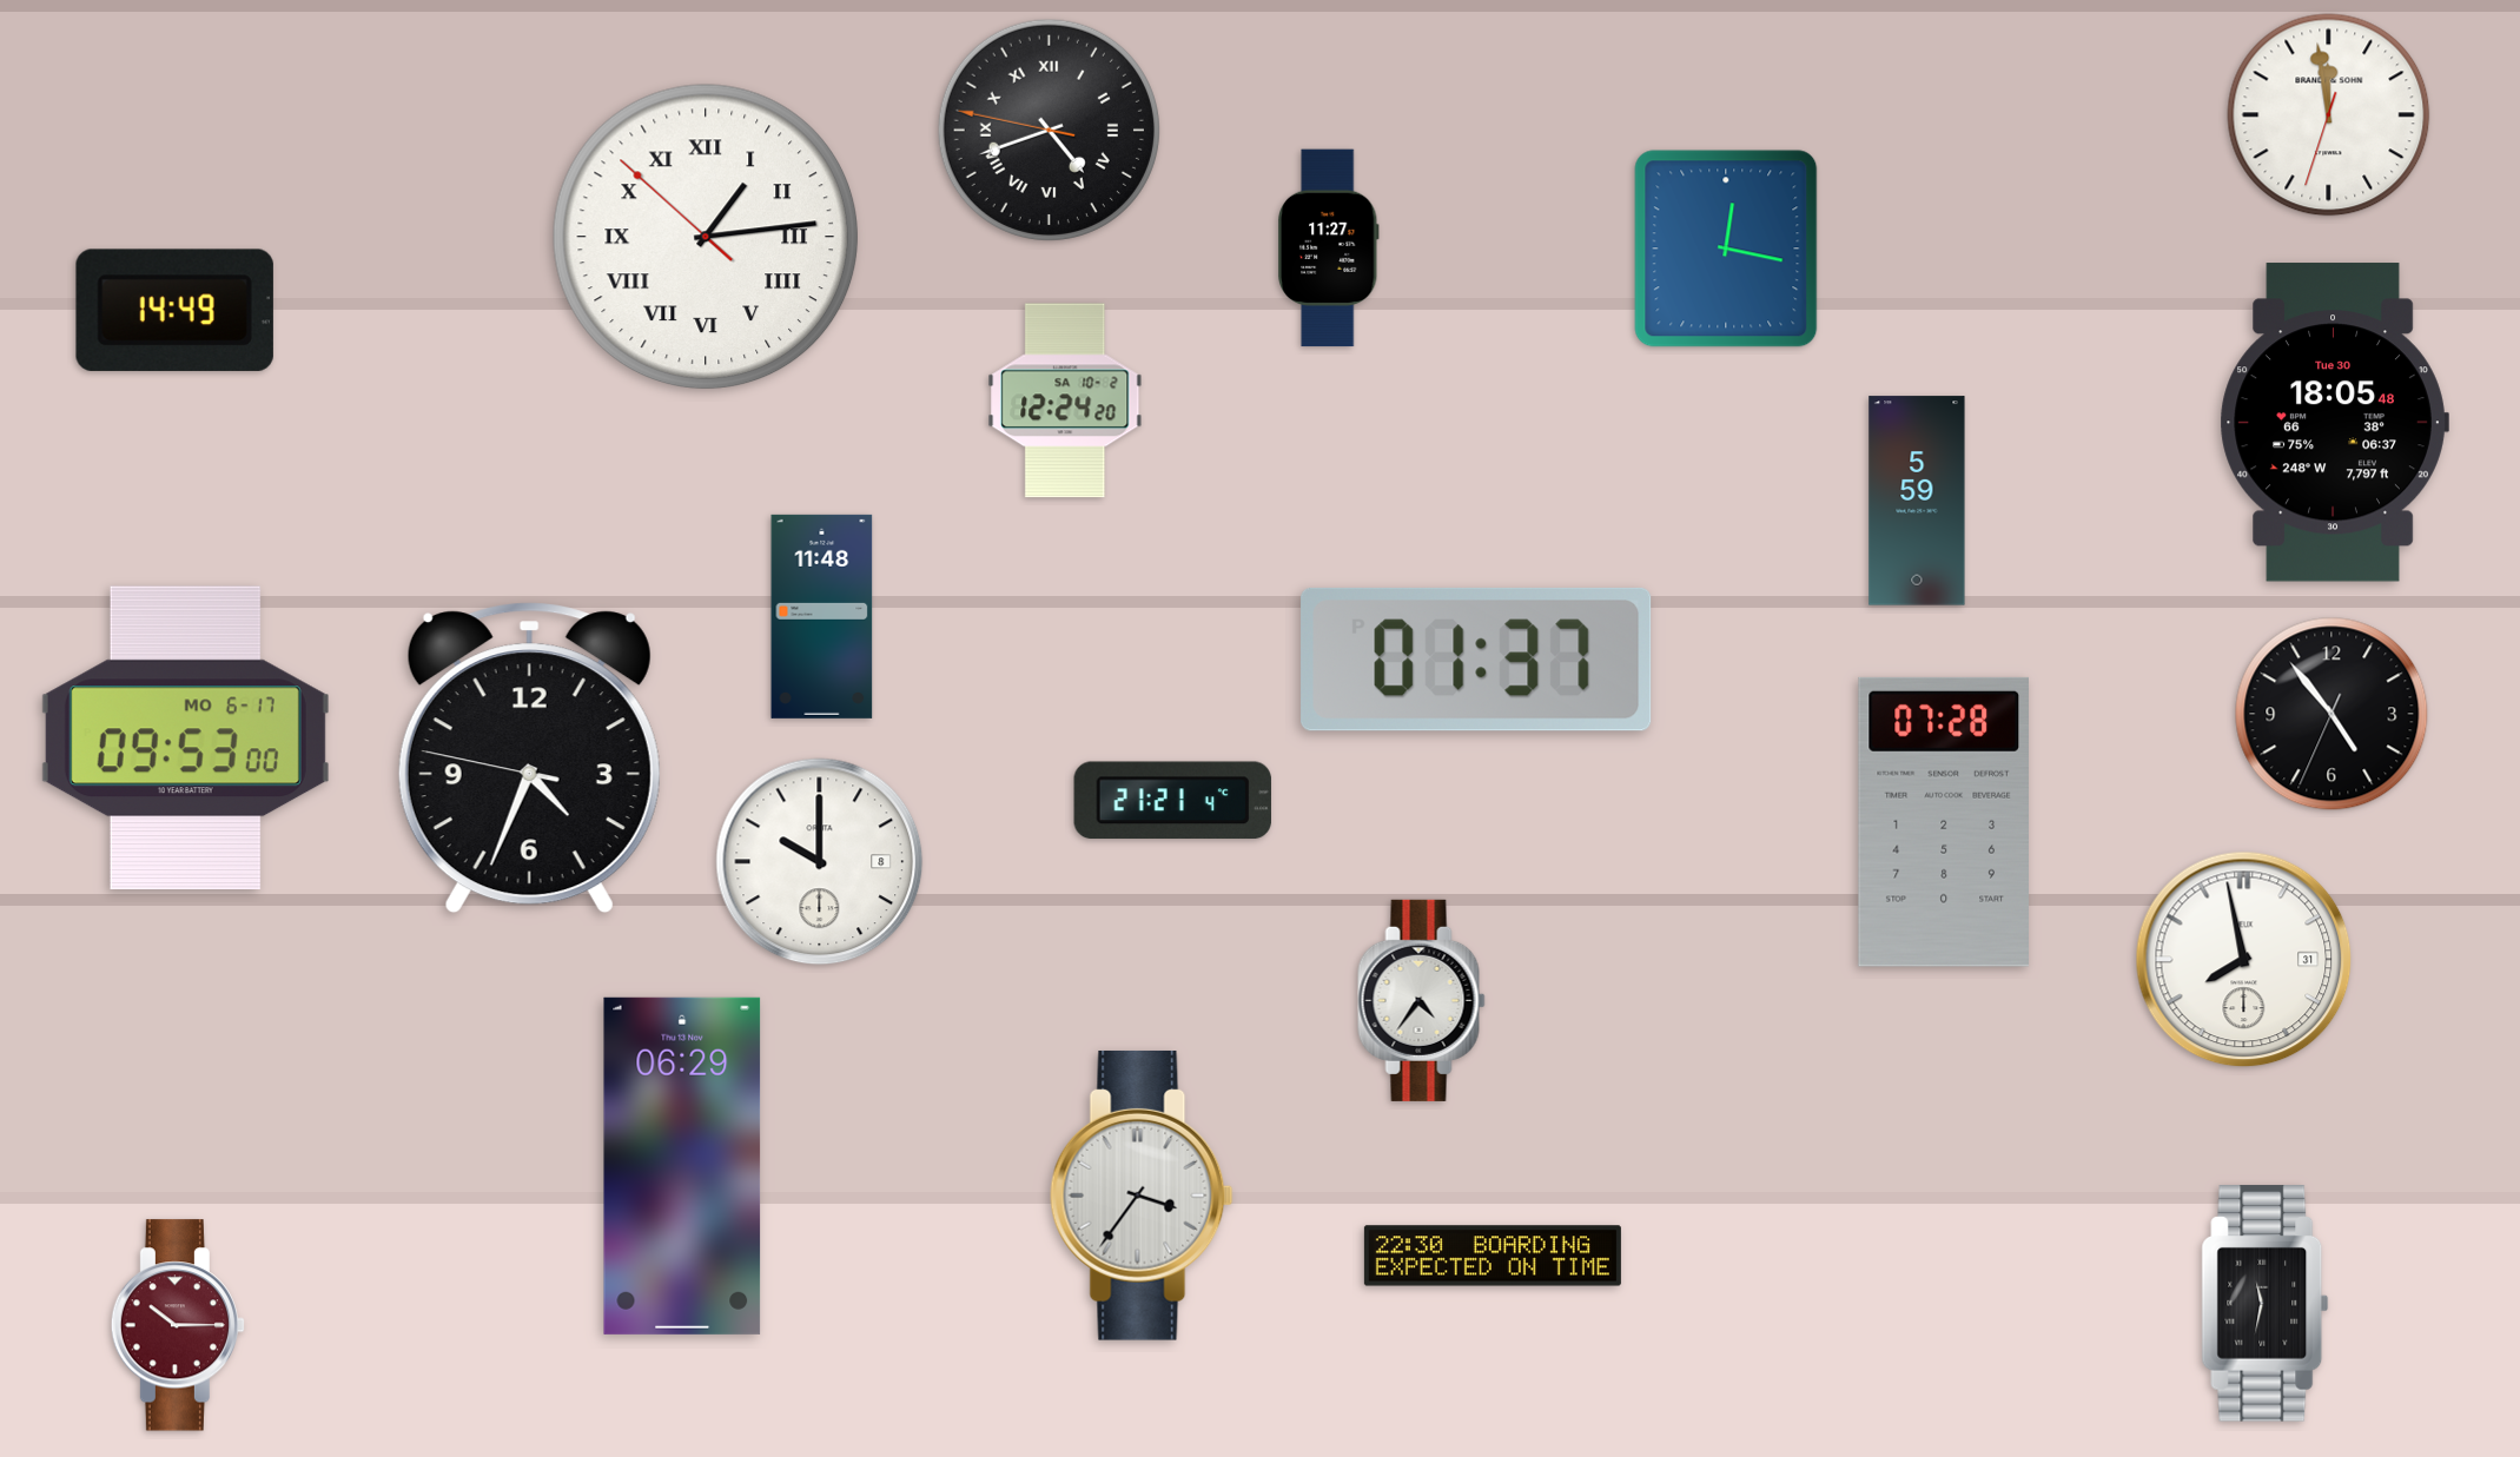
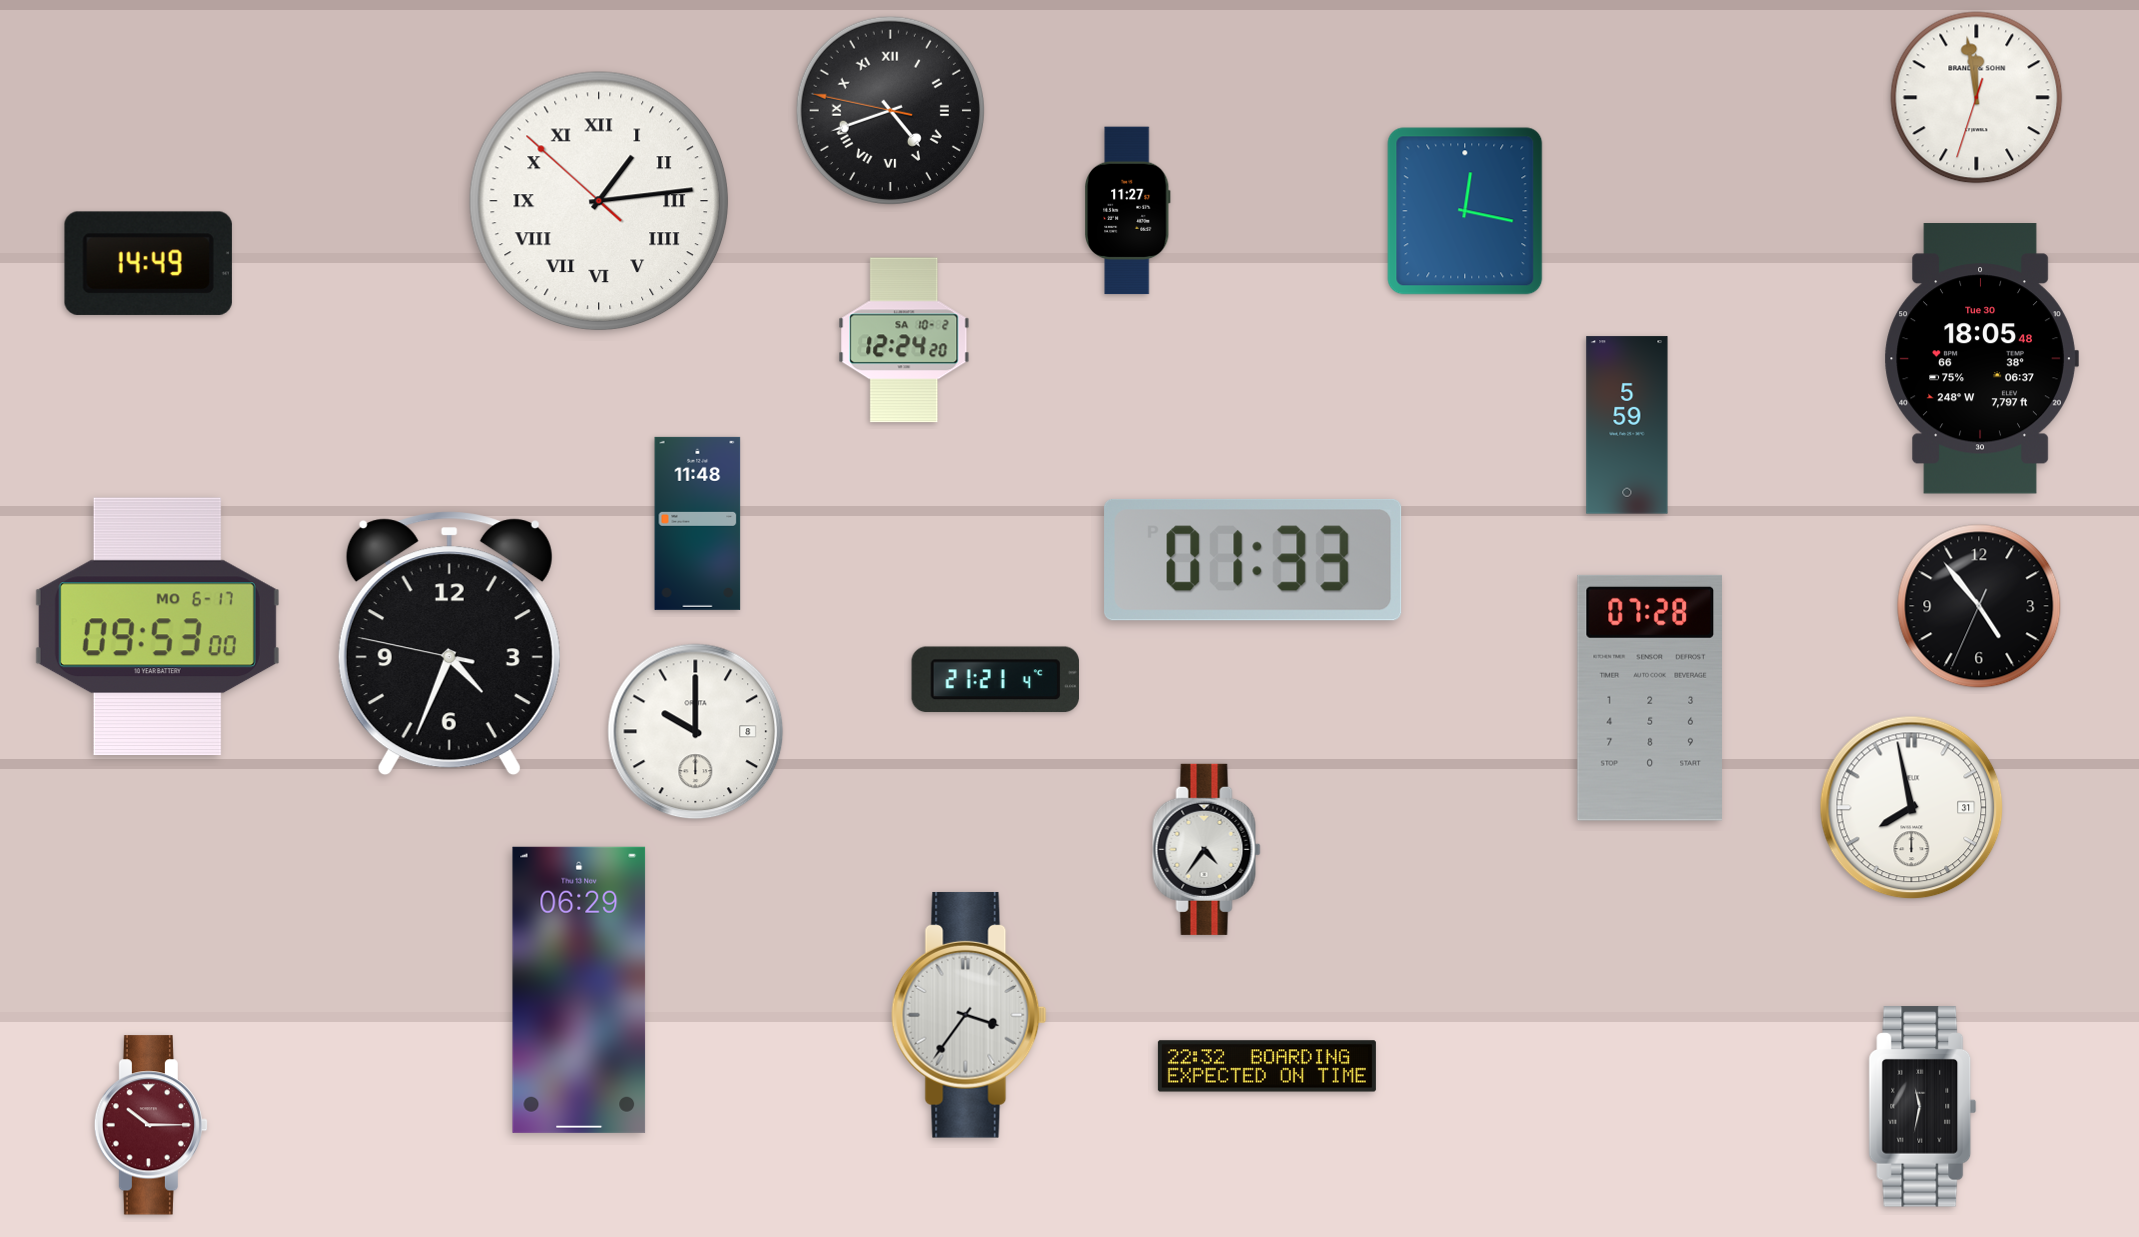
clock at (1476, 660): 01:37 -> 01:33
clock at (2244, 960) position: (2244, 960) -> (1912, 808)
clock at (1493, 1256): 22:30 -> 22:32
